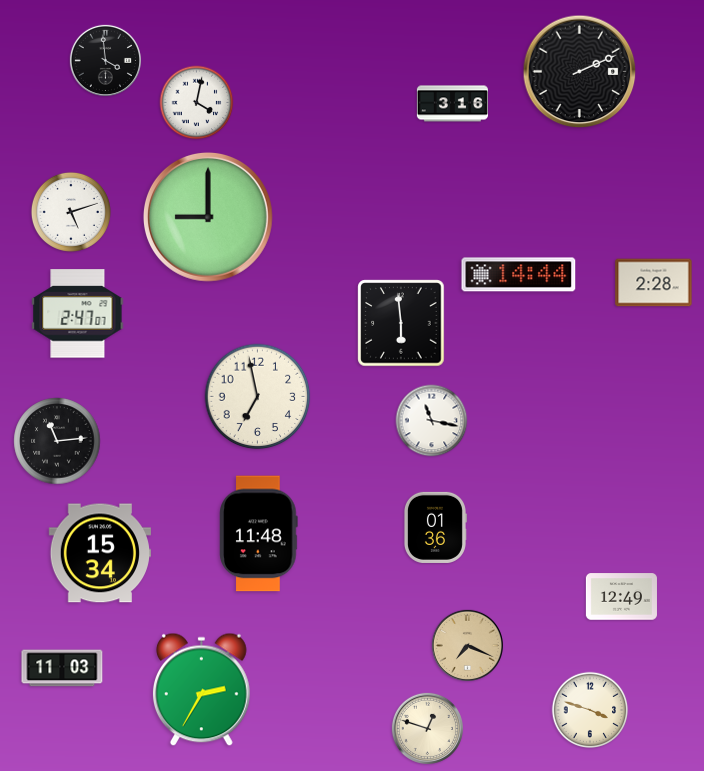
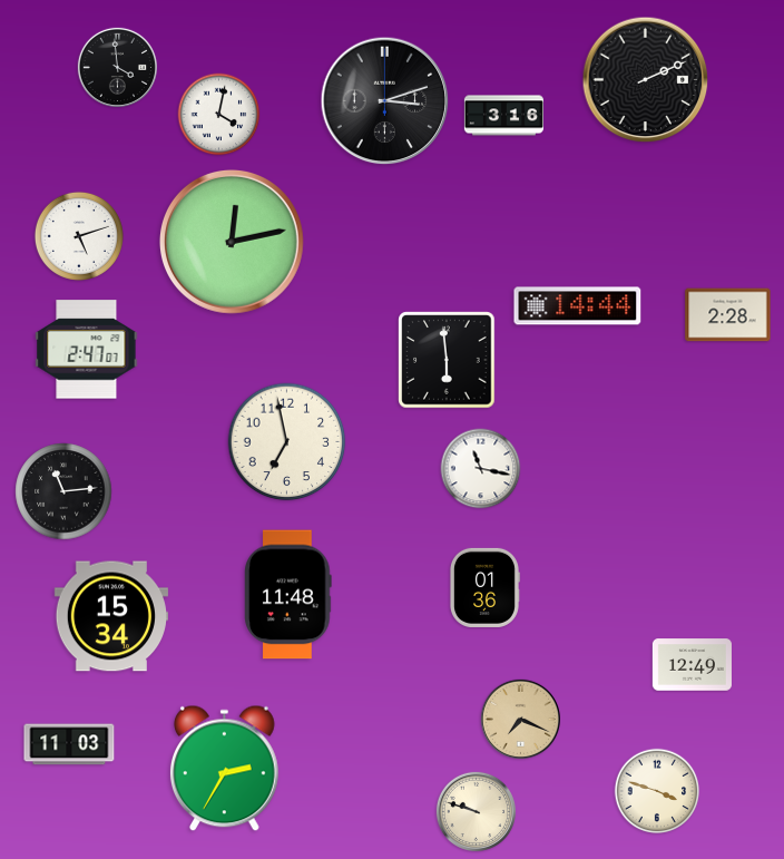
clock at (385, 101): none -> 3:12
clock at (208, 217): 9:00 -> 12:13
clock at (427, 728): 12:48 -> 9:48
